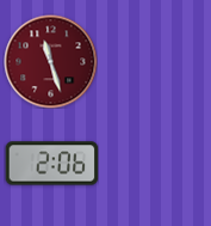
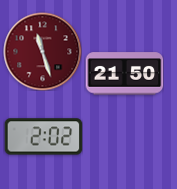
clock at (124, 74): none -> 21:50
clock at (51, 164): 2:06 -> 2:02
